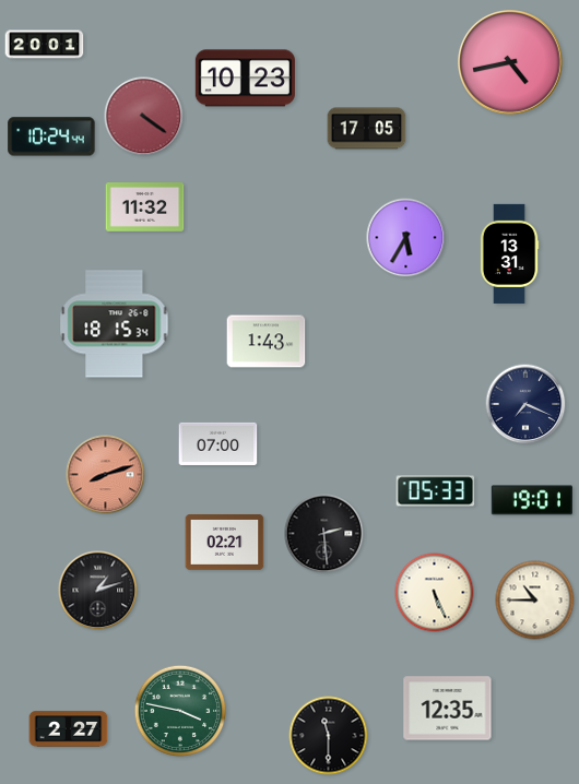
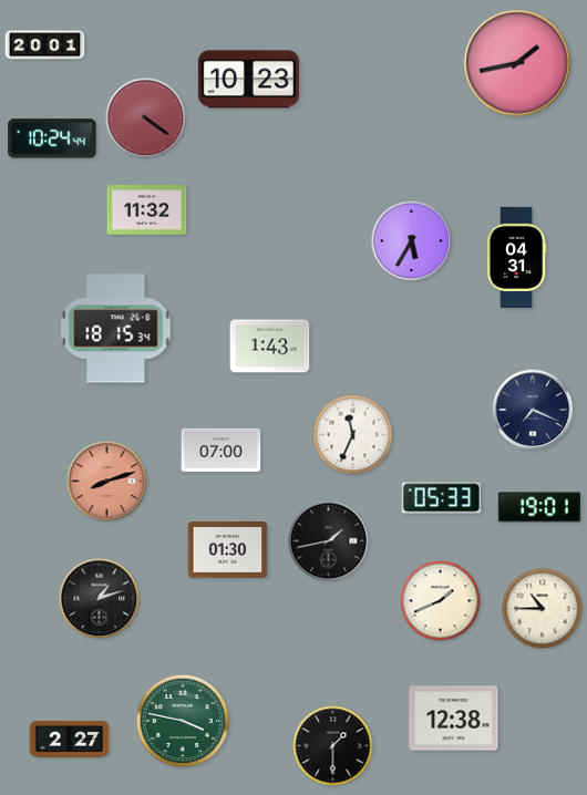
clock at (510, 62): 4:43 -> 1:43
clock at (367, 129): 17:05 -> none
clock at (509, 253): 13:31 -> 04:31
clock at (353, 435): none -> 11:34
clock at (324, 534): 2:29 -> 1:43
clock at (225, 543): 02:21 -> 01:30
clock at (435, 593): 5:26 -> 1:41
clock at (448, 709): 12:35 -> 12:38
clock at (329, 736): 11:30 -> 1:30
